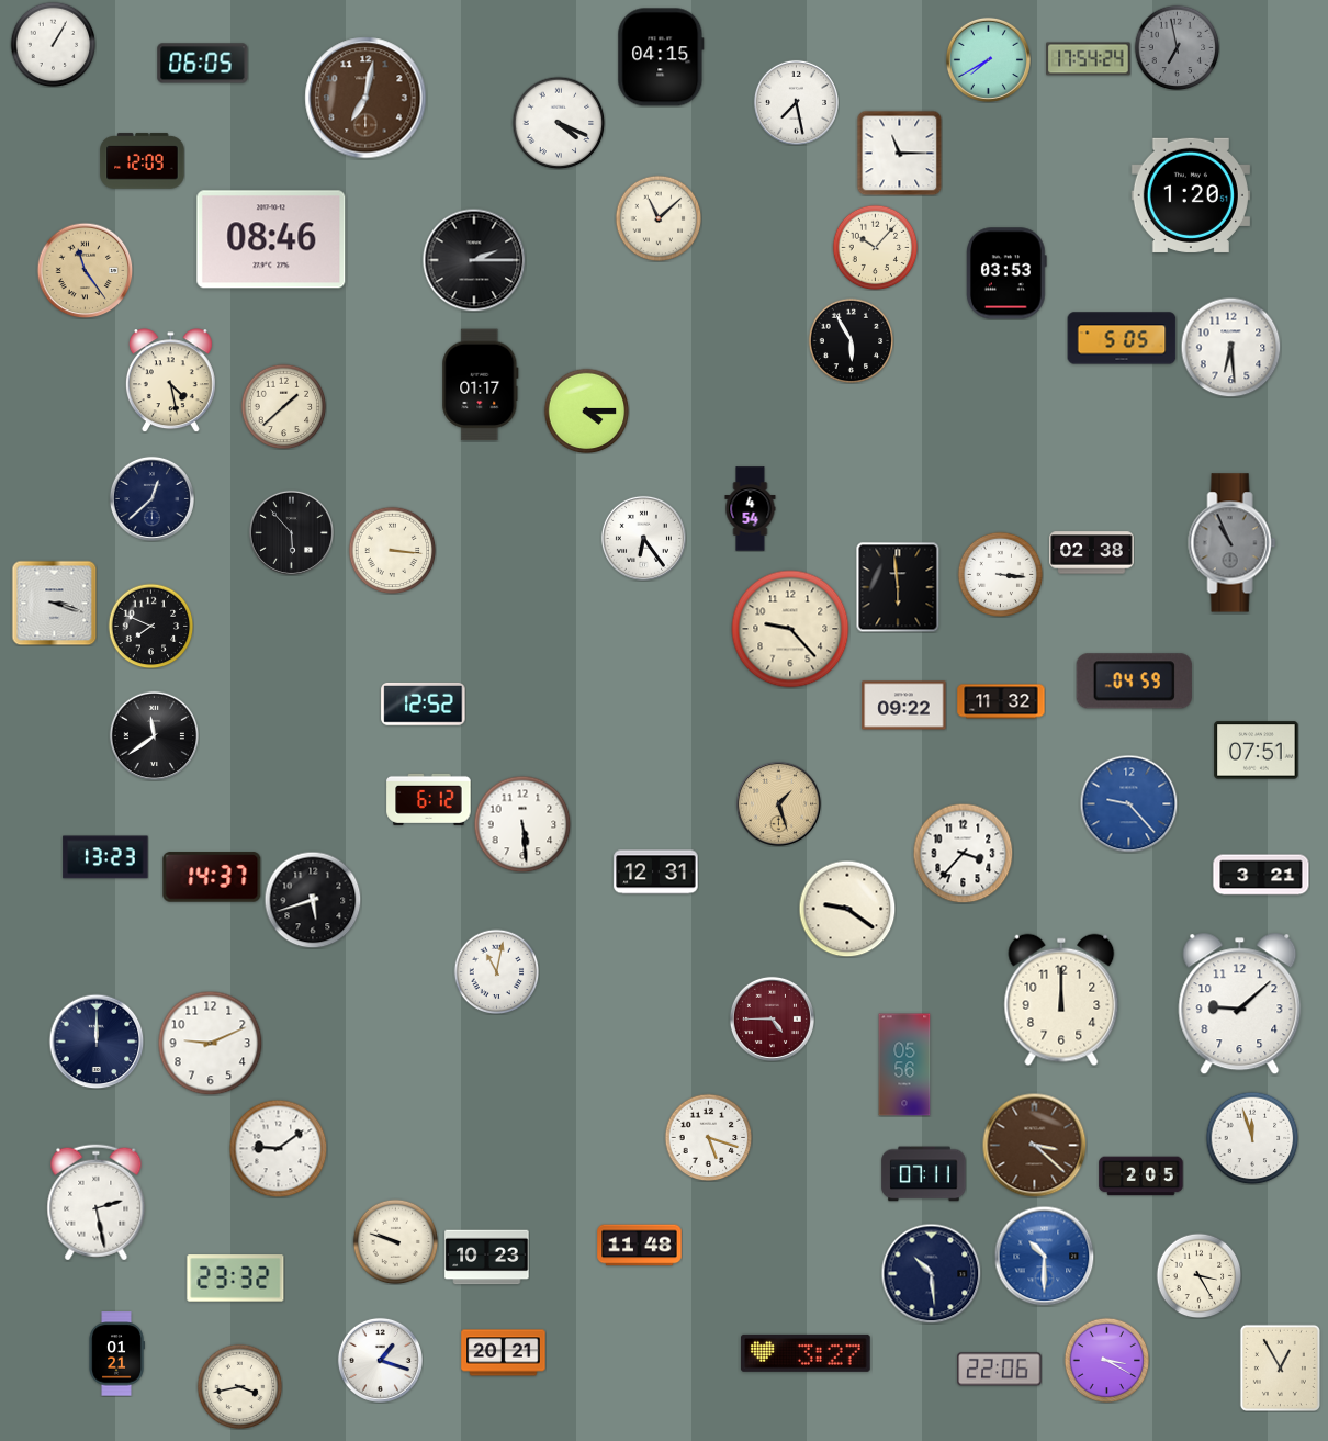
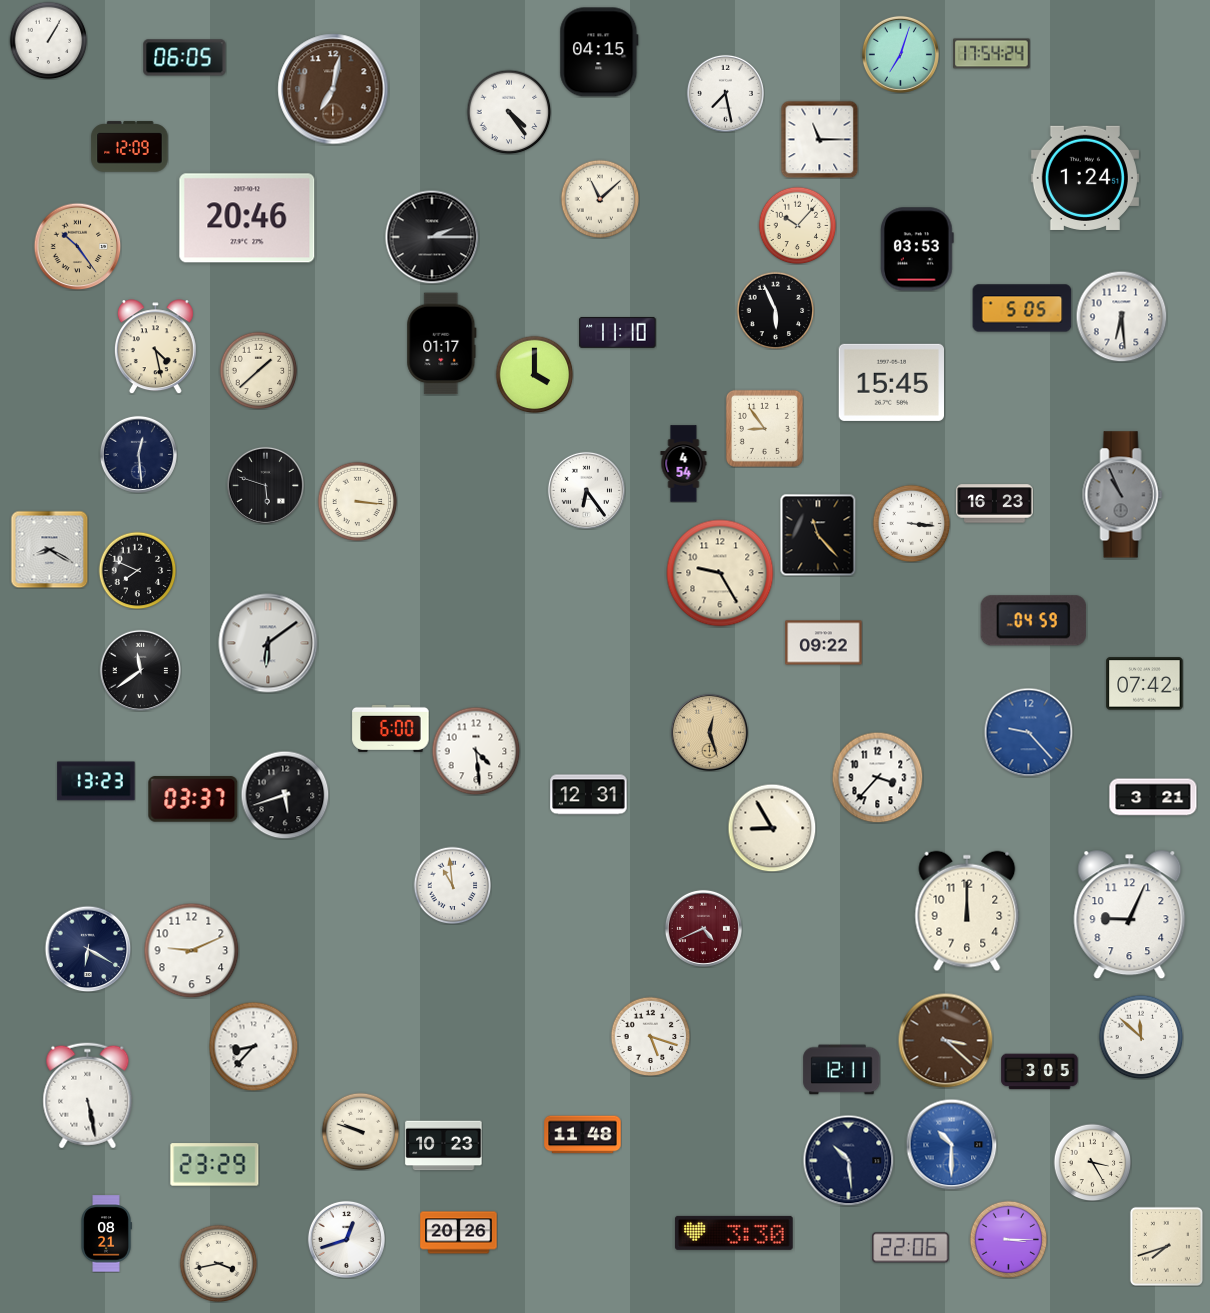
clock at (1177, 47): 6:58 -> none
clock at (661, 57) position: (661, 57) -> (599, 52)
clock at (988, 59): 7:40 -> 7:03
clock at (559, 123): 4:19 -> 4:24
clock at (1191, 195): 1:20 -> 1:24
clock at (271, 239): 08:46 -> 20:46
clock at (85, 270): 11:24 -> 10:24
clock at (851, 340): 5:55 -> 5:56
clock at (618, 332): none -> 11:10
clock at (481, 385) position: (481, 385) -> (442, 344)
clock at (586, 410): 4:15 -> 4:00
clock at (891, 382): none -> 15:45
clock at (764, 428): none -> 8:54
clock at (151, 498): 12:38 -> 12:29
clock at (291, 532): 5:53 -> 5:48
clock at (1092, 553): 02:38 -> 16:23
clock at (898, 587): 5:59 -> 11:23
clock at (54, 603): 3:18 -> 8:20
clock at (790, 629): 9:23 -> 9:25
clock at (1001, 701): 11:32 -> none
clock at (424, 703): 12:52 -> none
clock at (268, 643): none -> 6:09
clock at (1257, 751): 07:51 -> 07:42
clock at (429, 799): 6:12 -> 6:00
clock at (778, 803): 1:27 -> 12:27
clock at (522, 824): 5:29 -> 4:29
clock at (656, 873) position: (656, 873) -> (589, 795)
clock at (1261, 875) position: (1261, 875) -> (1153, 797)
clock at (212, 877): 14:37 -> 03:37
clock at (313, 900) position: (313, 900) -> (285, 795)
clock at (847, 909): 9:21 -> 8:55
clock at (496, 971): 11:02 -> 10:59
clock at (1240, 1004): 9:08 -> 9:04
clock at (772, 1018): 4:45 -> 4:41
clock at (97, 1042): 12:00 -> 6:20
clock at (904, 1065): 05:56 -> none
clock at (708, 1137) position: (708, 1137) -> (650, 1036)
clock at (1252, 1138): 11:57 -> 11:52
clock at (1034, 1145) position: (1034, 1145) -> (945, 1040)
clock at (278, 1148): 9:09 -> 8:37
clock at (924, 1174): 07:11 -> 12:11
clock at (1141, 1177): 2:05 -> 3:05
clock at (97, 1203): 2:28 -> 5:28
clock at (236, 1279): 23:32 -> 23:29
clock at (504, 1353): 20:21 -> 20:26
clock at (807, 1353): 3:27 -> 3:30
clock at (116, 1354): 01:21 -> 08:21
clock at (380, 1360): 1:18 -> 12:42
clock at (1106, 1360): 3:20 -> 3:15
clock at (1280, 1367): 12:55 -> 7:42
